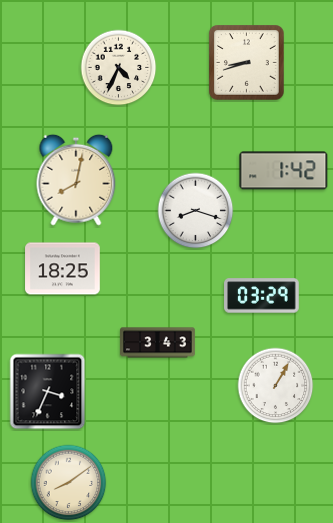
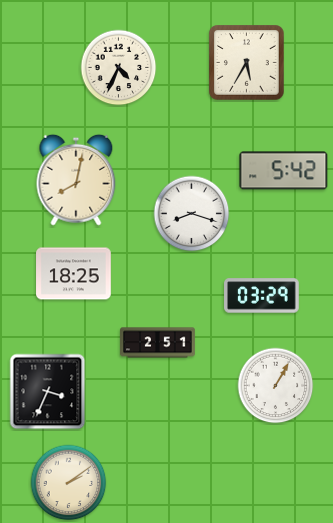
clock at (247, 63): 8:42 -> 5:35
clock at (284, 171): 1:42 -> 5:42
clock at (196, 211) position: (196, 211) -> (192, 214)
clock at (63, 269) position: (63, 269) -> (74, 274)
clock at (158, 343): 3:43 -> 2:51
clock at (69, 483): 8:09 -> 2:09
